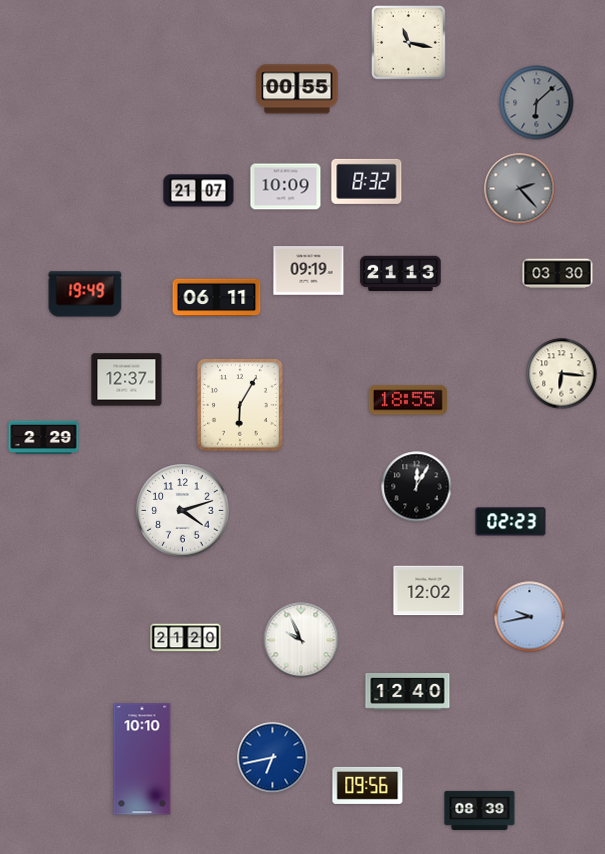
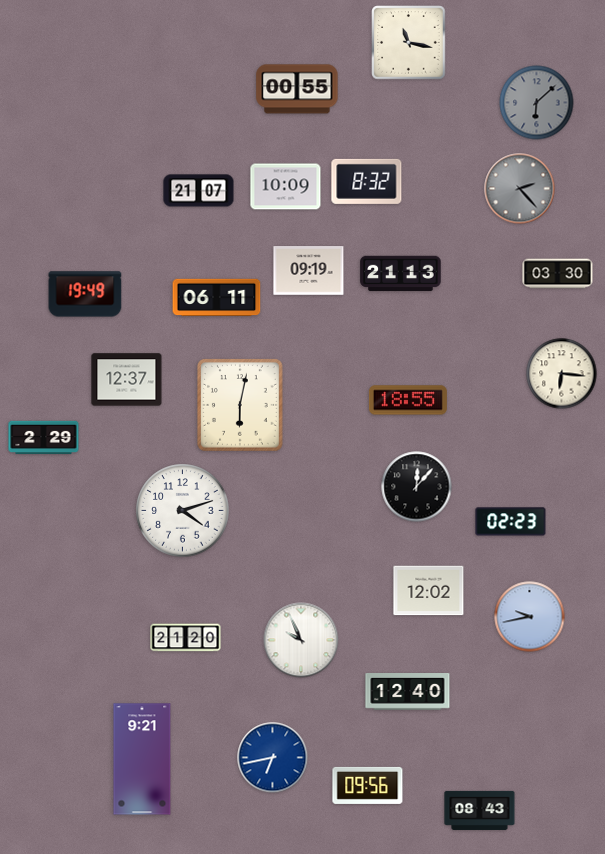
clock at (241, 406): 6:05 -> 6:02
clock at (417, 487): 12:05 -> 12:07
clock at (142, 759): 10:10 -> 9:21
clock at (480, 810): 08:39 -> 08:43
